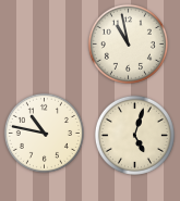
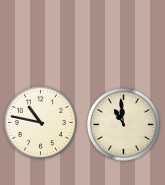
clock at (128, 43): 10:58 -> none
clock at (134, 135): 5:03 -> 10:59
